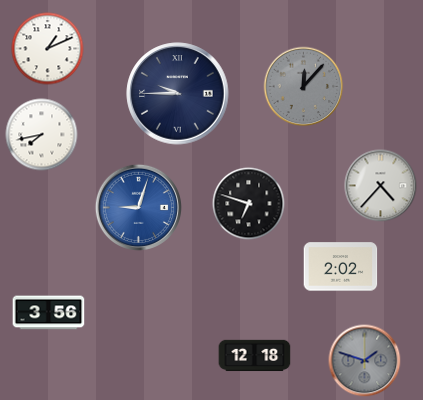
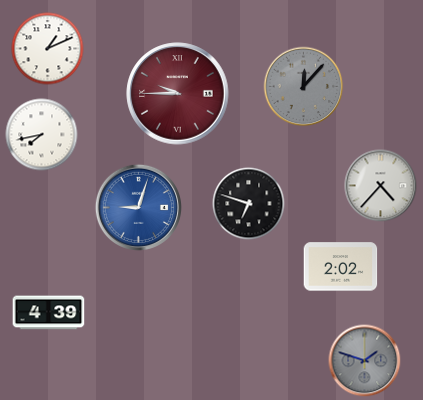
clock at (178, 94) dial: navy -> burgundy
clock at (49, 313): 3:56 -> 4:39
clock at (255, 356): 12:18 -> none
